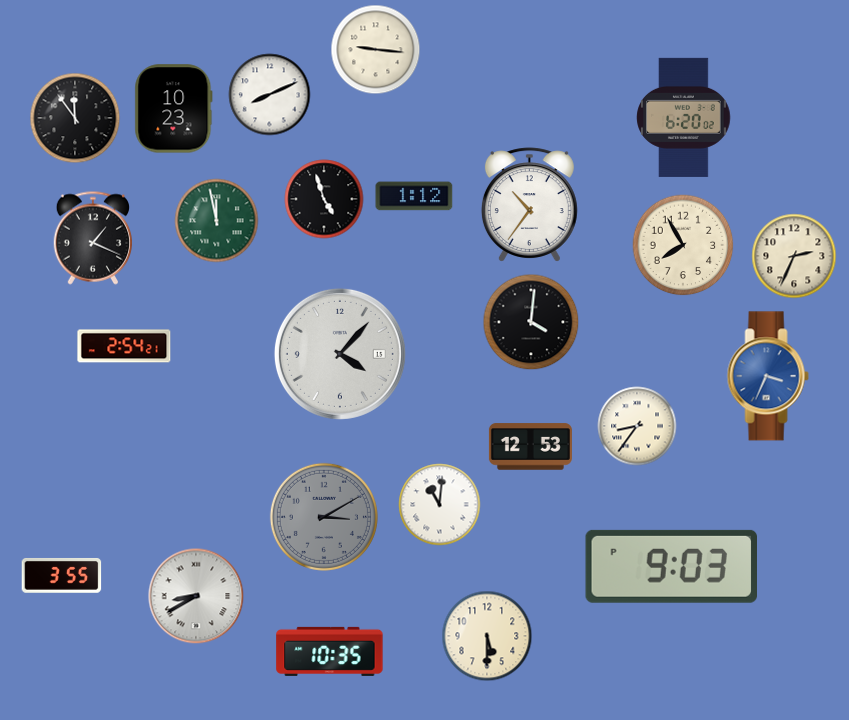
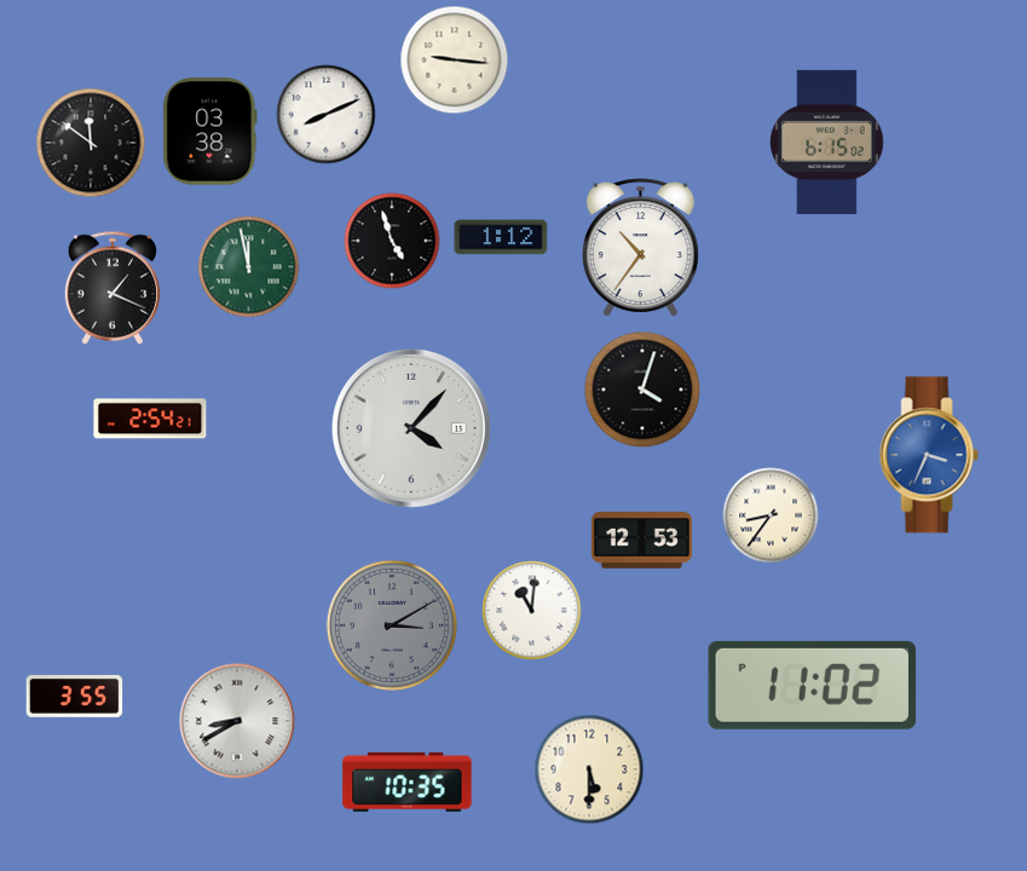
clock at (174, 109): 10:23 -> 03:38
clock at (684, 117): 6:20 -> 6:15
clock at (75, 118): 11:54 -> 11:51
clock at (217, 221) position: (217, 221) -> (249, 267)
clock at (683, 245): 7:55 -> none
clock at (794, 256): 2:34 -> none
clock at (531, 322): 4:01 -> 4:03
clock at (671, 566): 9:03 -> 11:02
clock at (330, 651) position: (330, 651) -> (408, 781)
